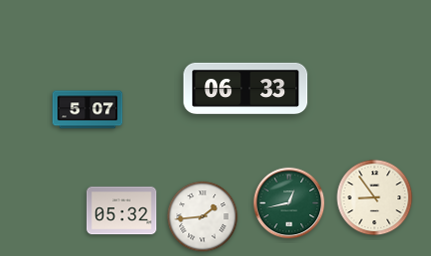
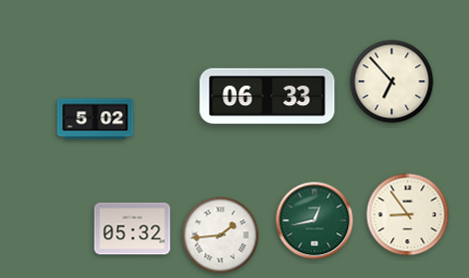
clock at (392, 81): none -> 6:53
clock at (88, 110): 5:07 -> 5:02
